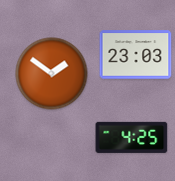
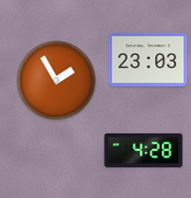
clock at (52, 74): 1:51 -> 1:55
clock at (132, 137): 4:25 -> 4:28
